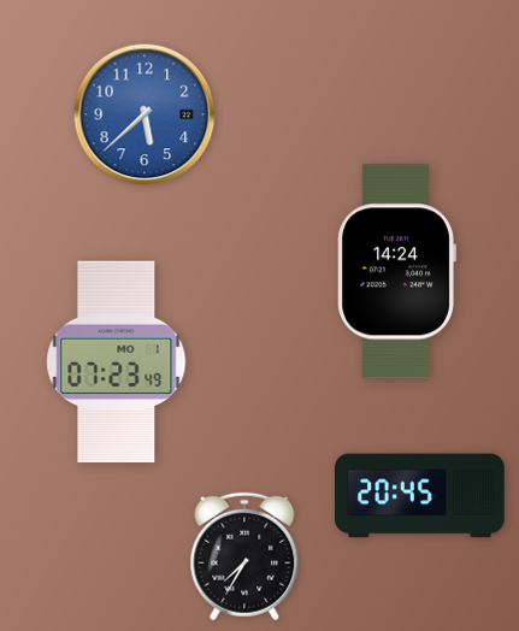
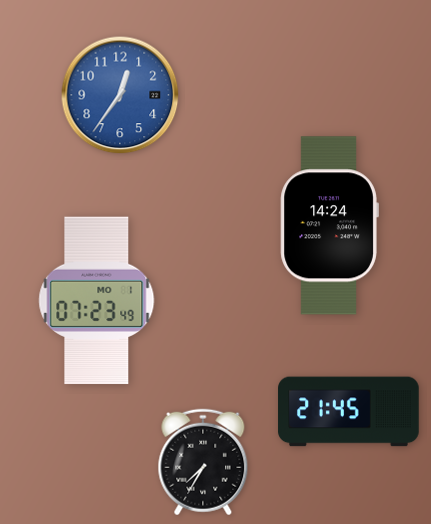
clock at (145, 114): 5:38 -> 12:36
clock at (420, 496): 20:45 -> 21:45
